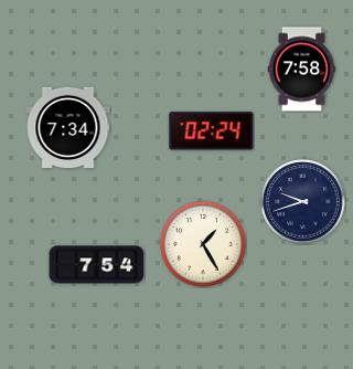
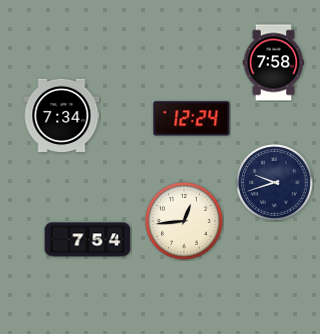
clock at (212, 131): 02:24 -> 12:24
clock at (204, 245): 1:25 -> 12:44
